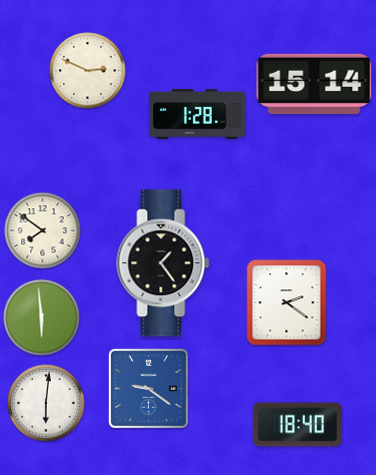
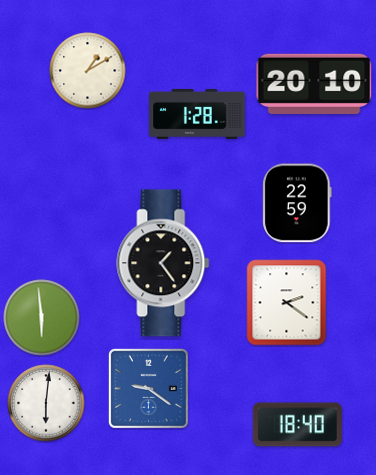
clock at (88, 71): 2:49 -> 1:10
clock at (314, 84): 15:14 -> 20:10
clock at (297, 203): none -> 22:59
clock at (43, 231): 7:51 -> none
